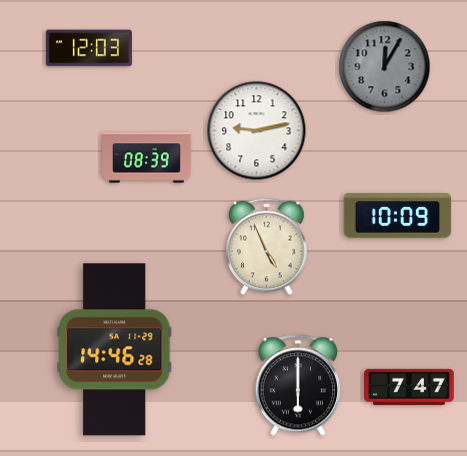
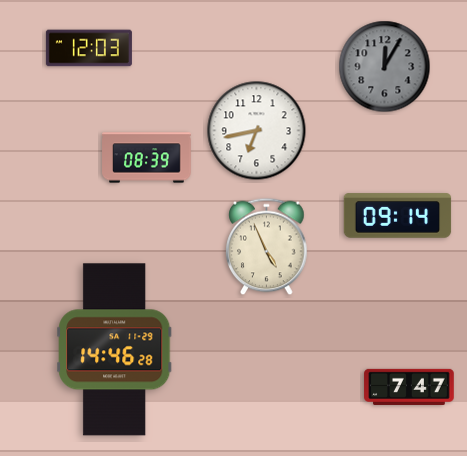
clock at (257, 131): 9:13 -> 6:43
clock at (398, 216): 10:09 -> 09:14
clock at (297, 385): 6:00 -> none
